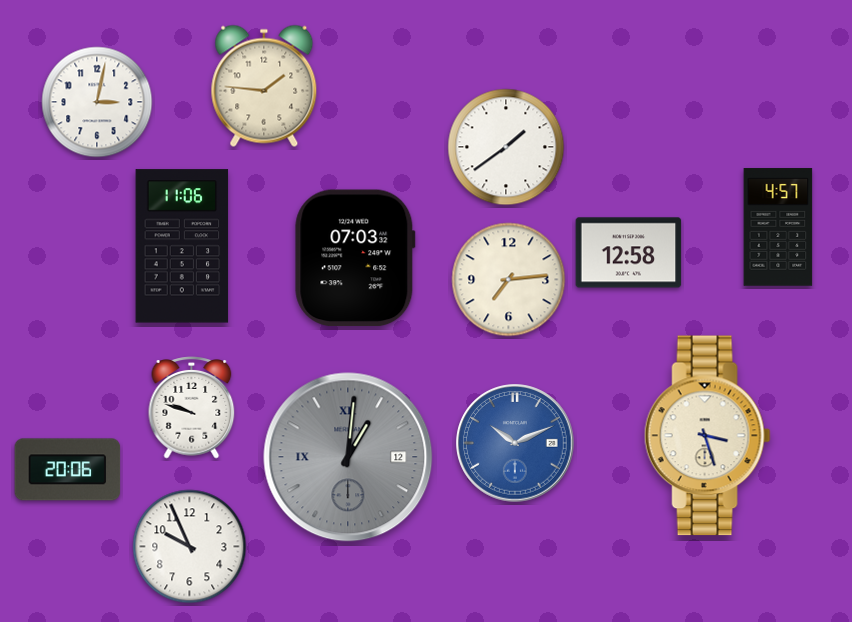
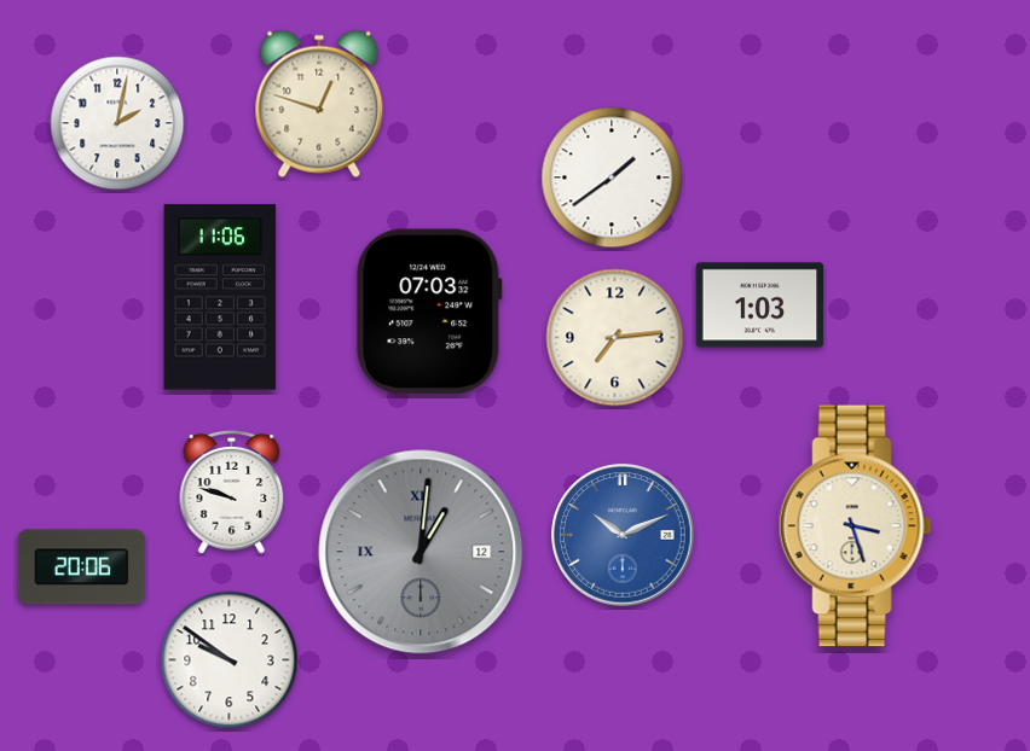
clock at (264, 86): 1:46 -> 12:48
clock at (97, 102): 3:02 -> 2:02
clock at (778, 227): 4:57 -> none
clock at (629, 253): 12:58 -> 1:03
clock at (190, 547): 9:56 -> 9:51
